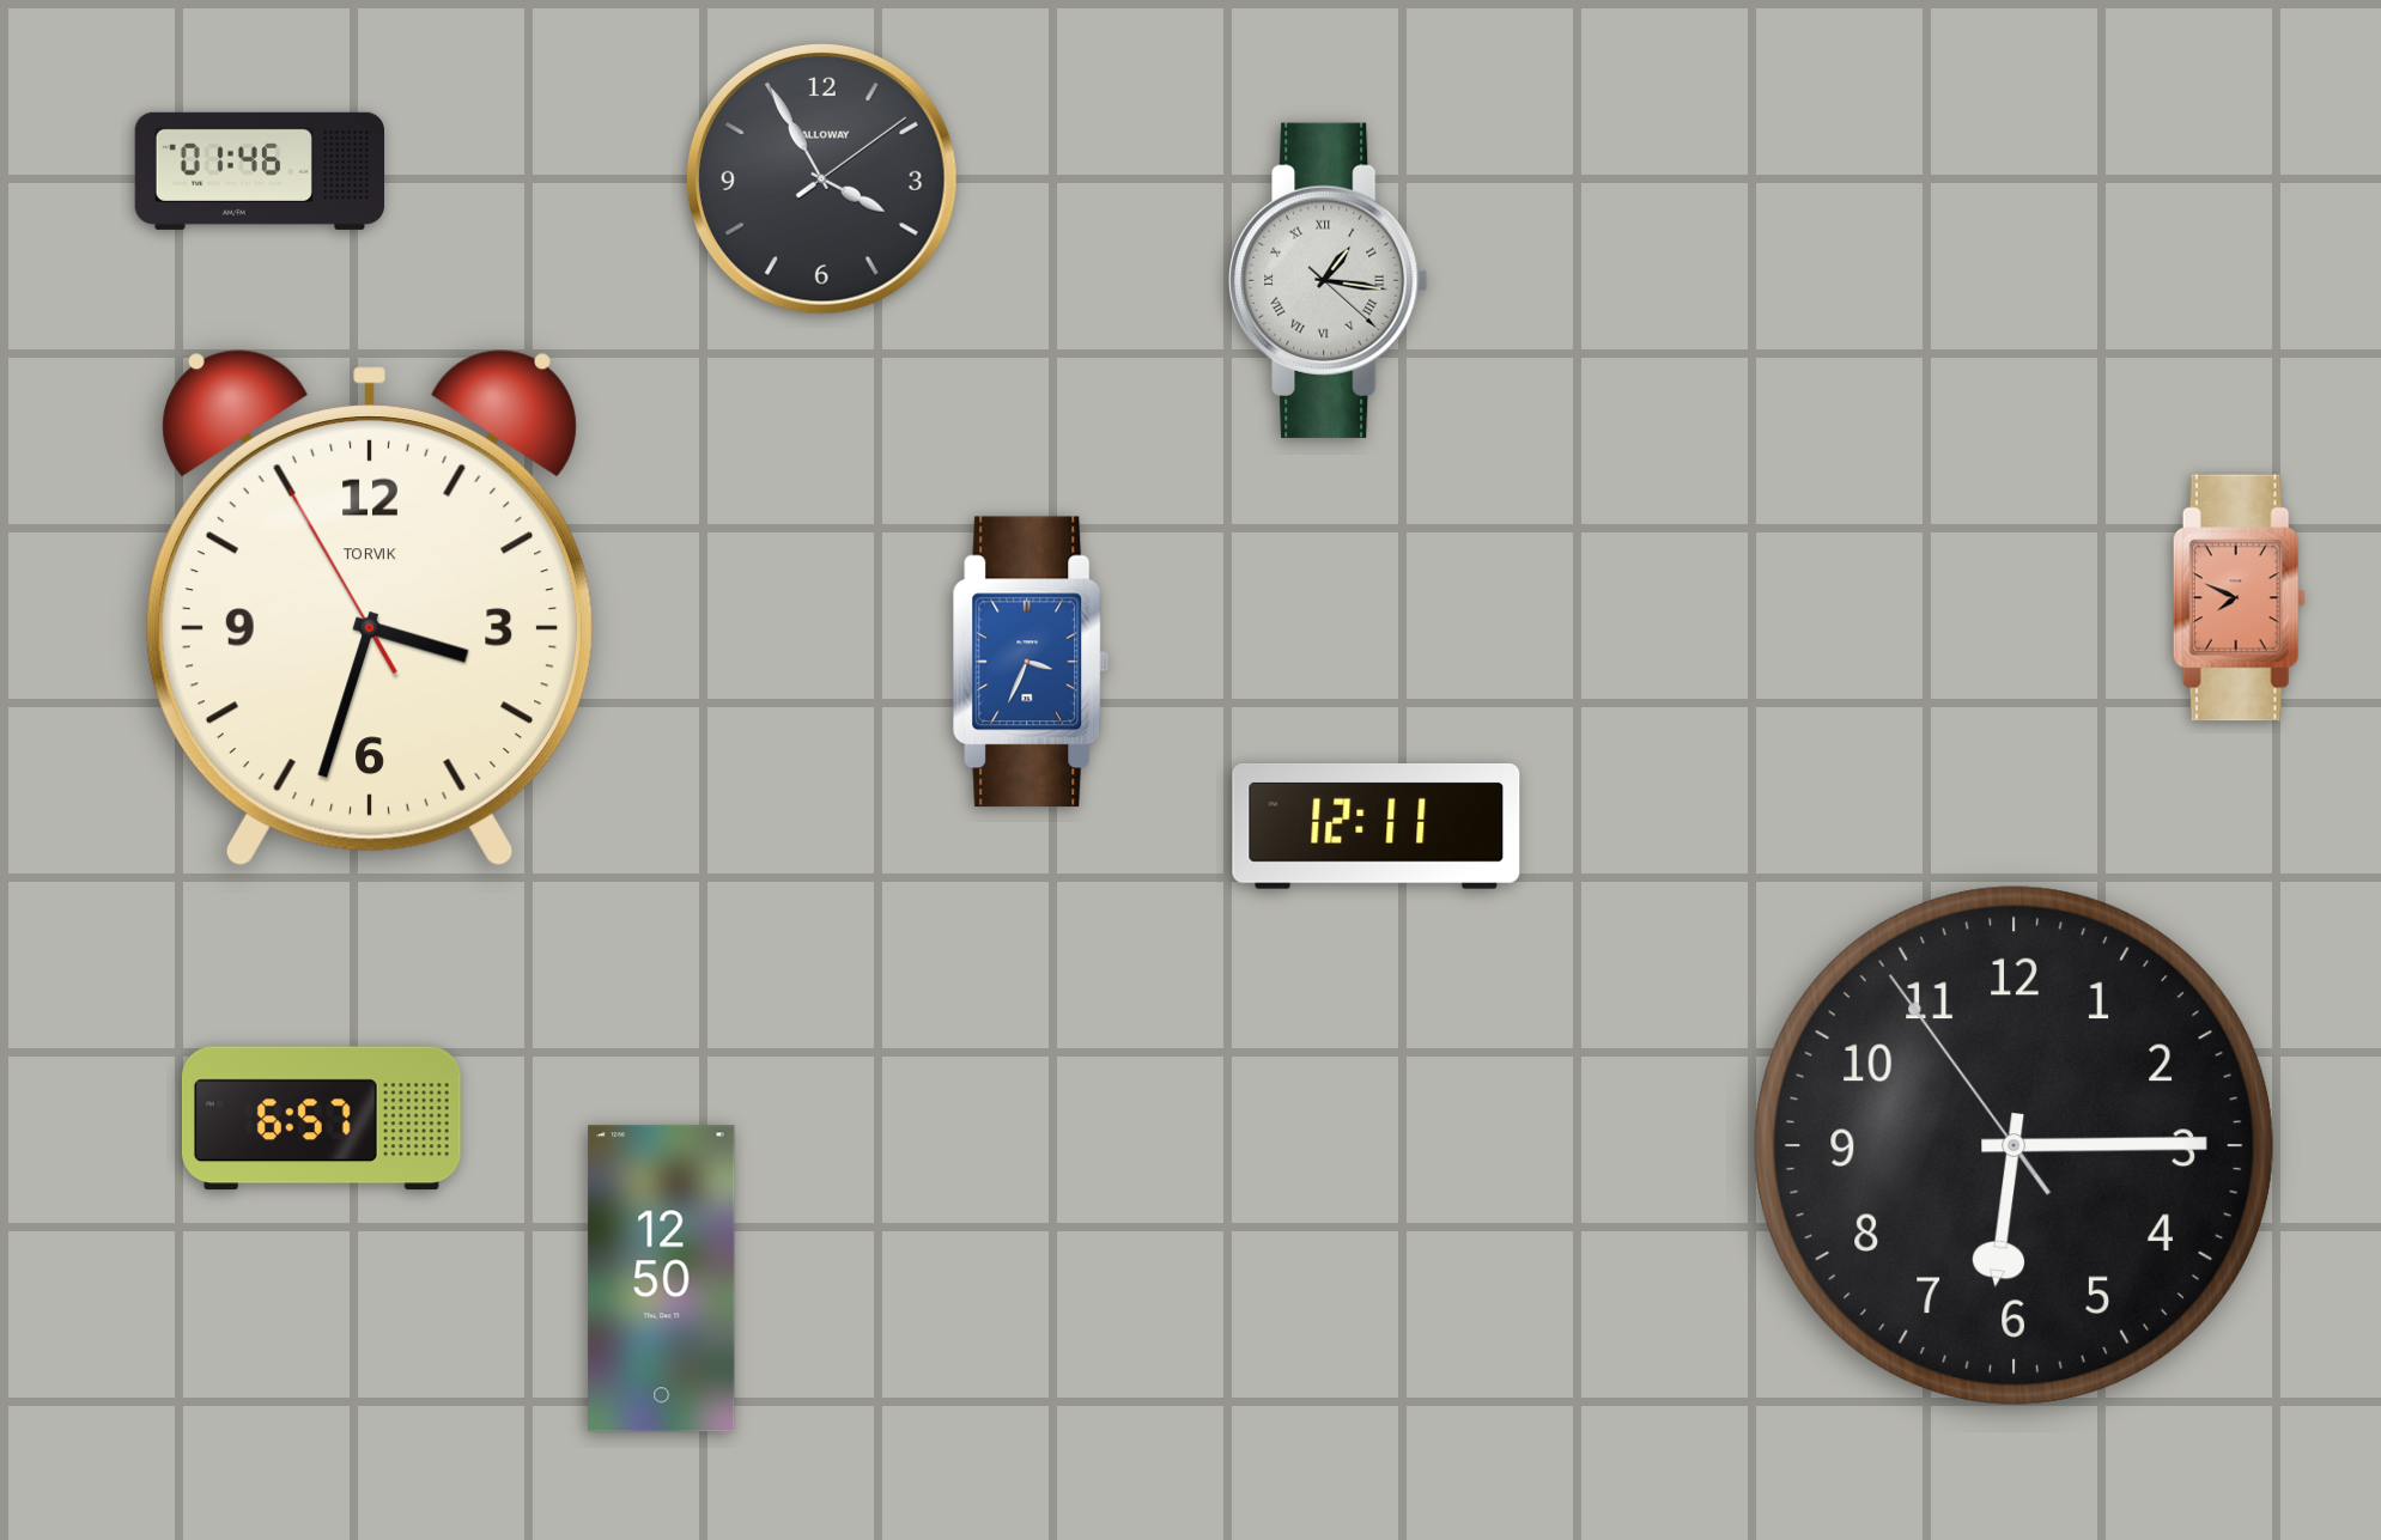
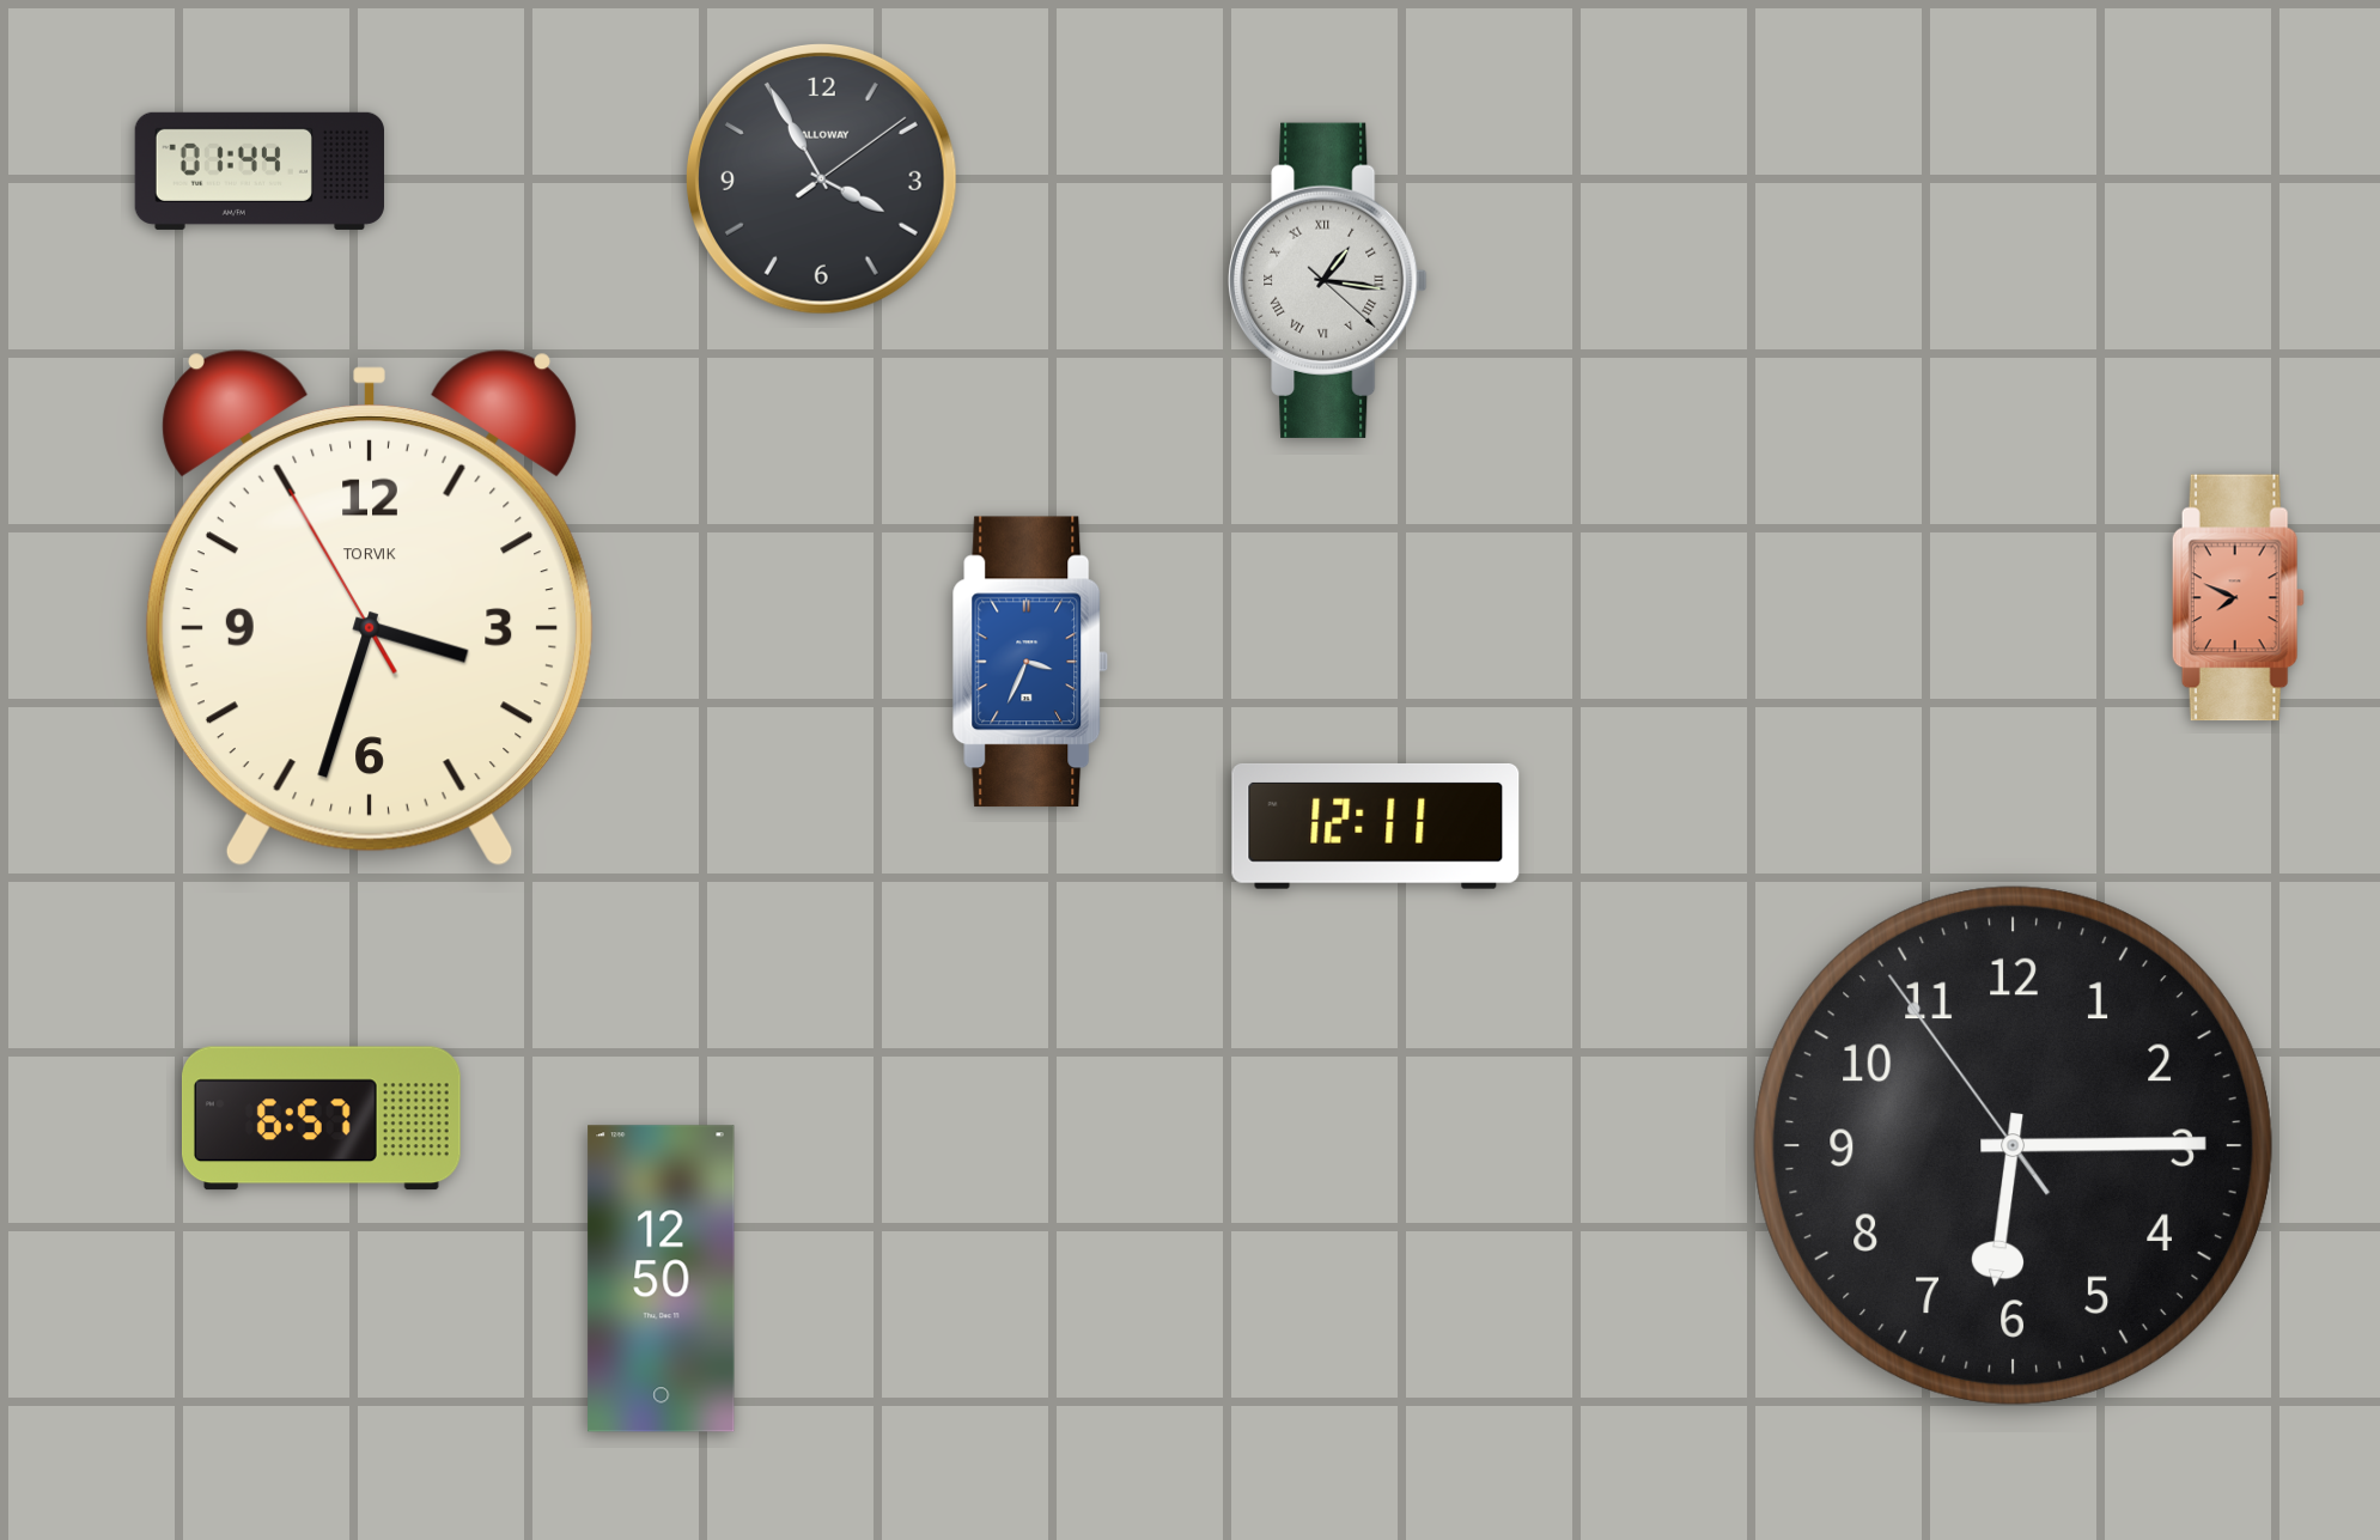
clock at (259, 171): 01:46 -> 01:44
